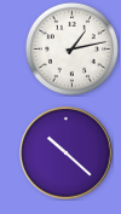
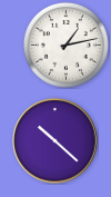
clock at (67, 154) position: (67, 154) -> (56, 141)
